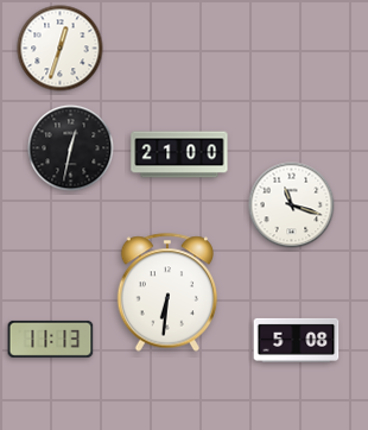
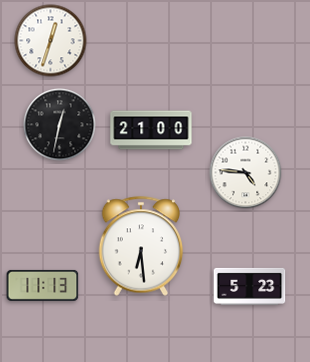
clock at (292, 205): 11:18 -> 4:46
clock at (167, 292): 6:31 -> 6:29
clock at (297, 340): 5:08 -> 5:23
